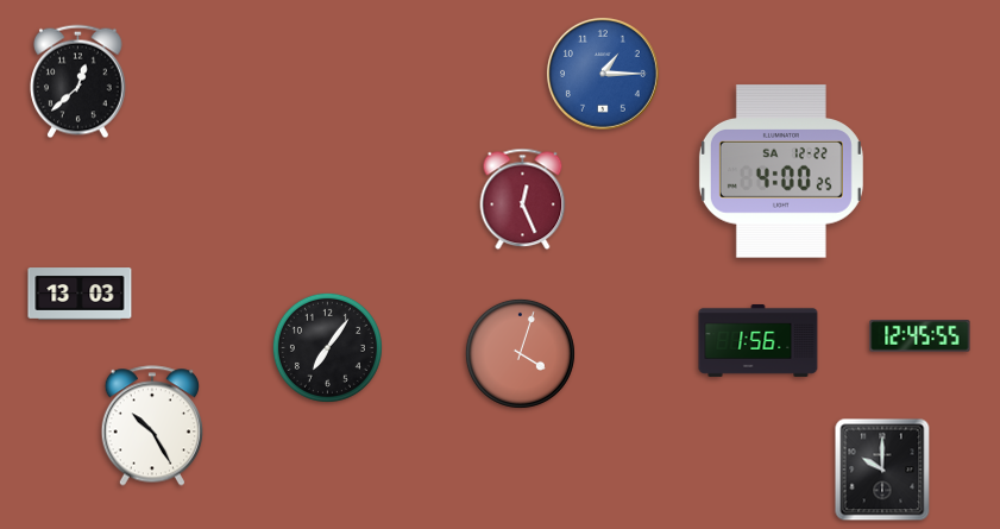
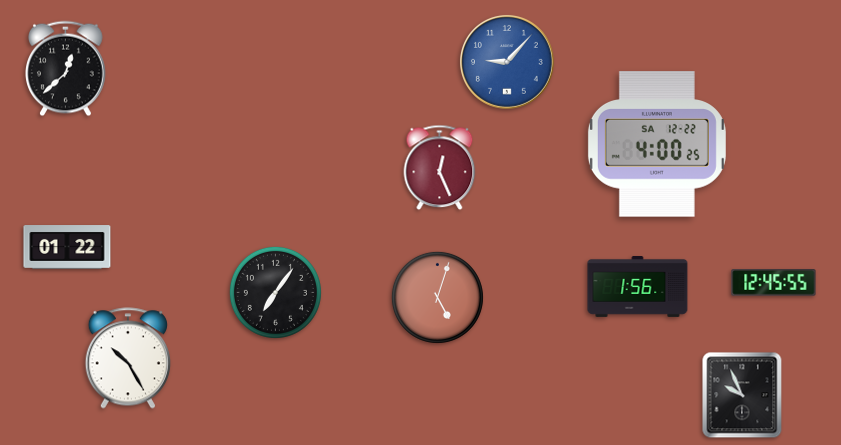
clock at (603, 74): 1:15 -> 9:07
clock at (80, 294): 13:03 -> 01:22
clock at (520, 353): 4:03 -> 5:03
clock at (882, 470): 10:00 -> 9:56
